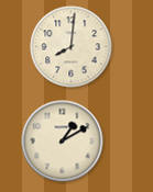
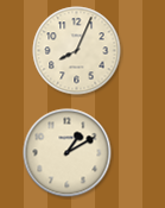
clock at (72, 47): 8:01 -> 8:04
